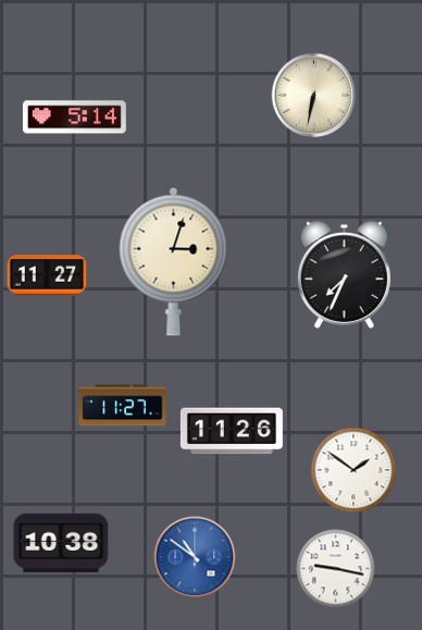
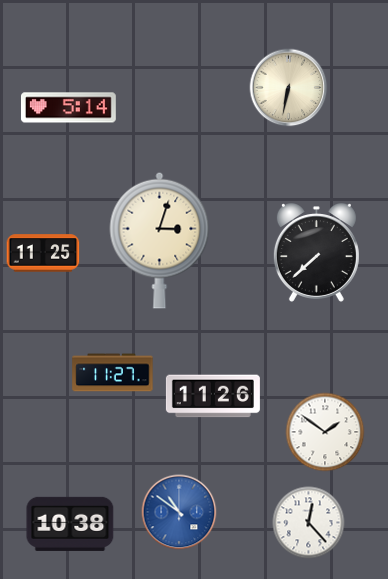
clock at (47, 275): 11:27 -> 11:25
clock at (344, 275): 7:34 -> 7:38
clock at (61, 543) position: (61, 543) -> (70, 524)
clock at (336, 569): 9:17 -> 12:23
